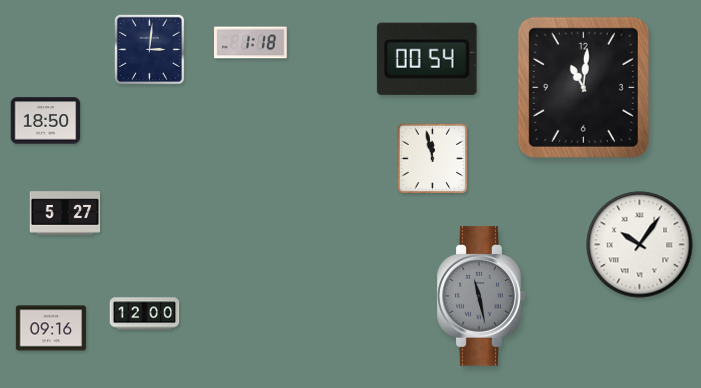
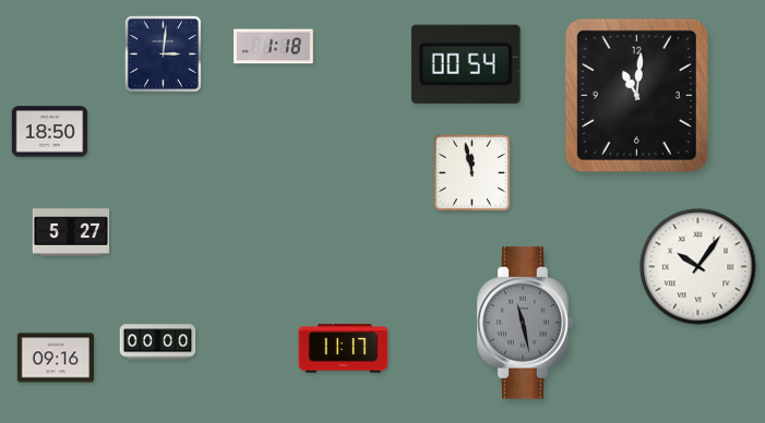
clock at (145, 314): 12:00 -> 00:00
clock at (344, 349): none -> 11:17
